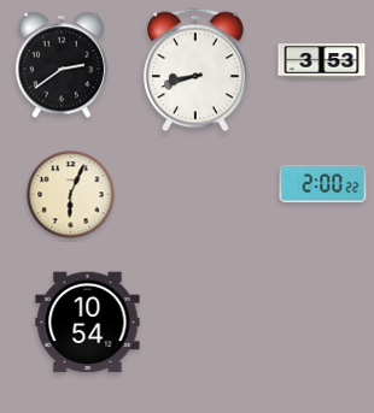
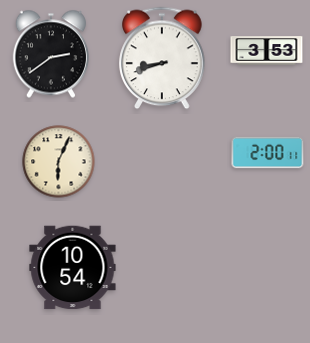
clock at (323, 184): 2:00:22 -> 2:00:11
